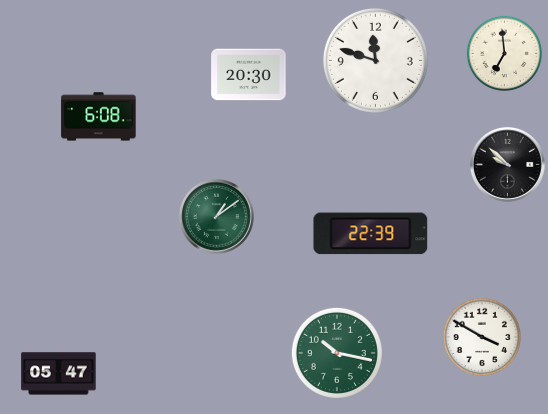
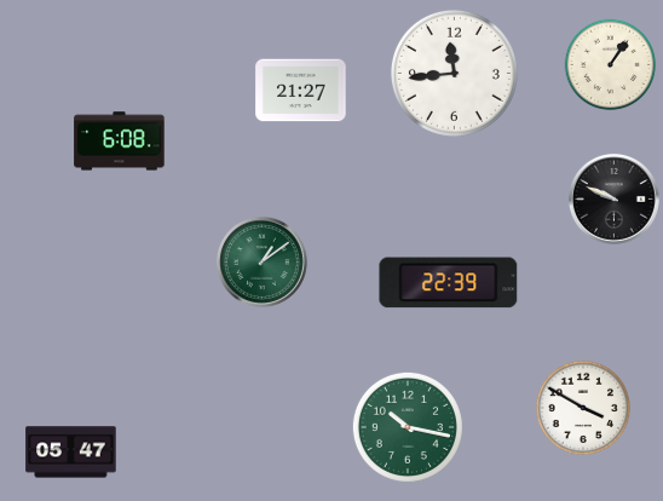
clock at (505, 54): 6:59 -> 1:06
clock at (375, 60): 11:48 -> 11:44
clock at (249, 75): 20:30 -> 21:27
clock at (507, 164): 9:52 -> 9:49
